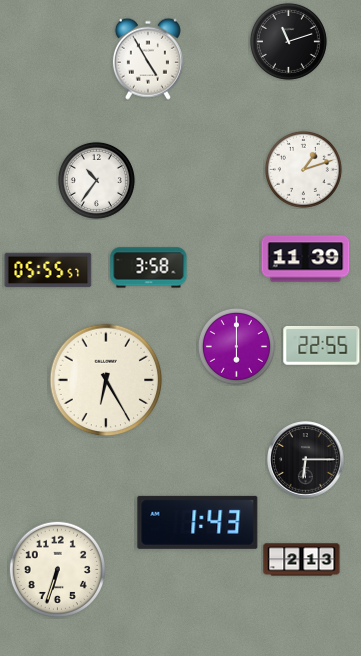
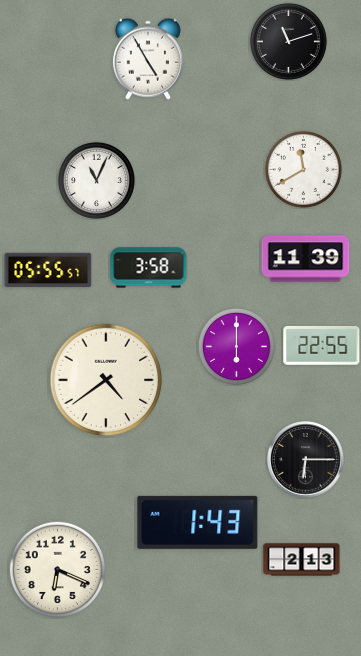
clock at (303, 169): 1:12 -> 11:40
clock at (96, 180): 10:36 -> 11:04
clock at (106, 380): 6:25 -> 4:39
clock at (57, 569): 6:33 -> 6:19
